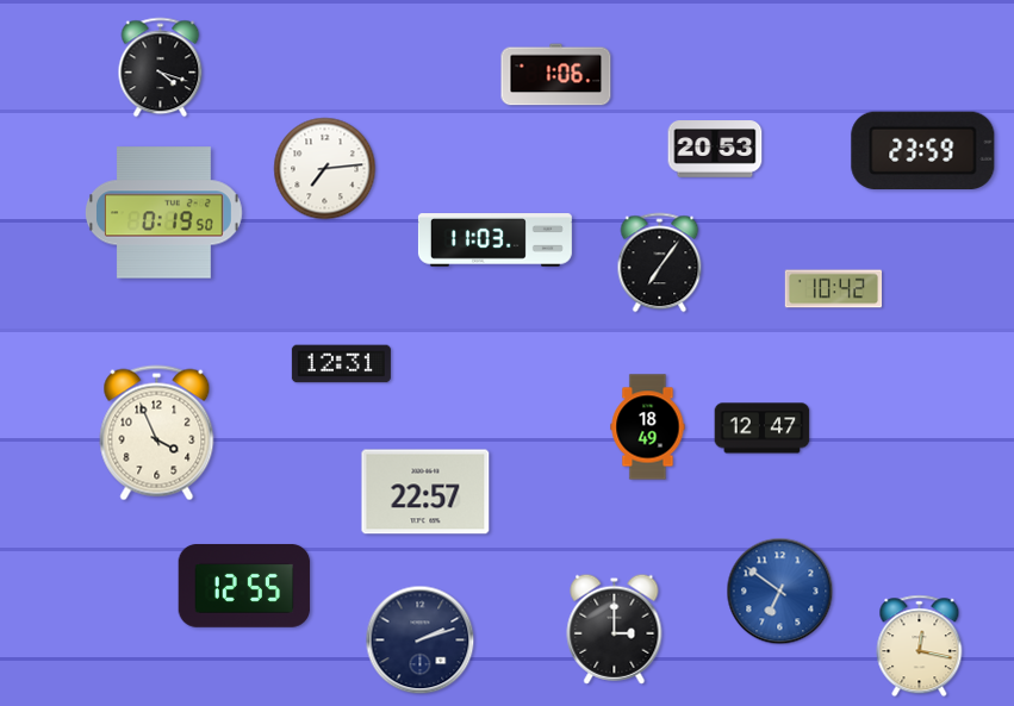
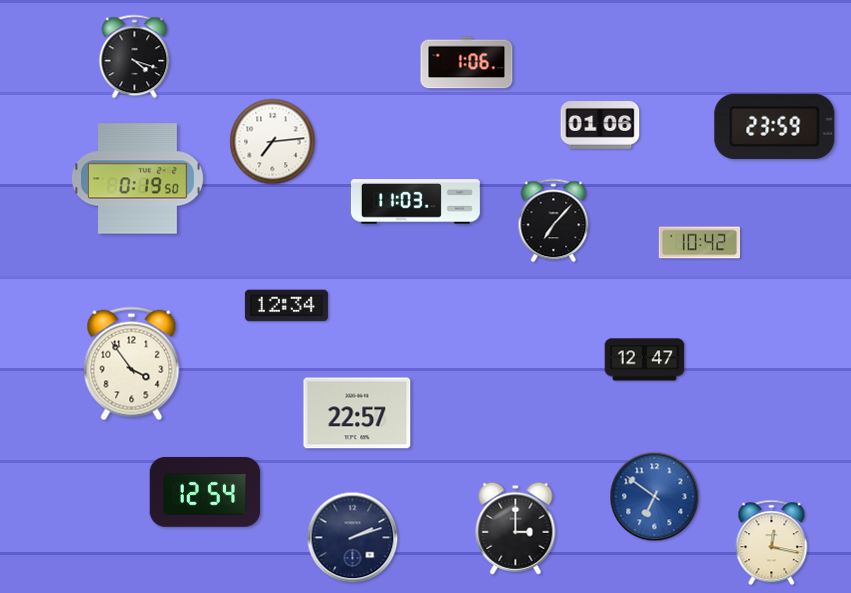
clock at (715, 149): 20:53 -> 01:06
clock at (660, 263): 7:06 -> 7:07
clock at (341, 364): 12:31 -> 12:34
clock at (648, 427): 18:49 -> none
clock at (763, 429) position: (763, 429) -> (645, 360)
clock at (157, 433): 3:56 -> 3:54
clock at (244, 586): 12:55 -> 12:54
